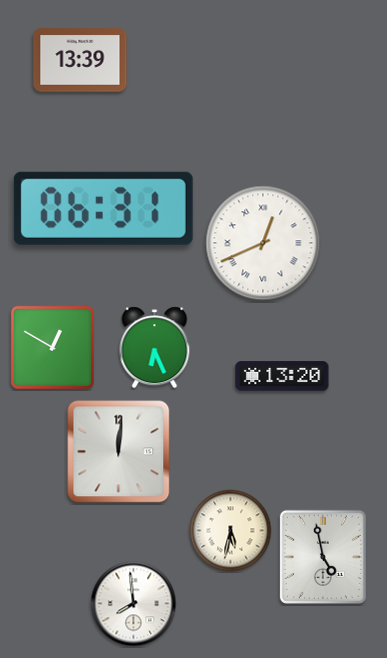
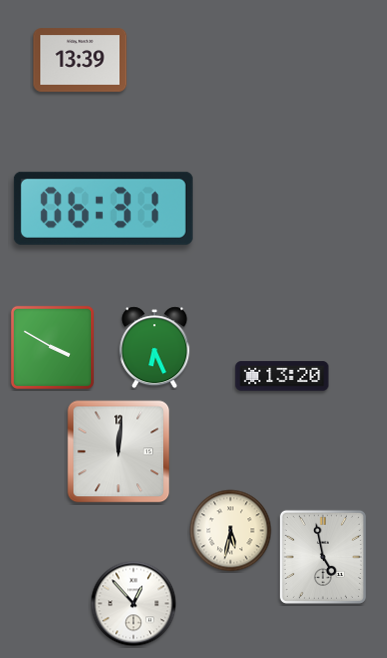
clock at (263, 243): 12:41 -> none
clock at (52, 347): 12:50 -> 3:50
clock at (134, 604): 7:59 -> 12:53
